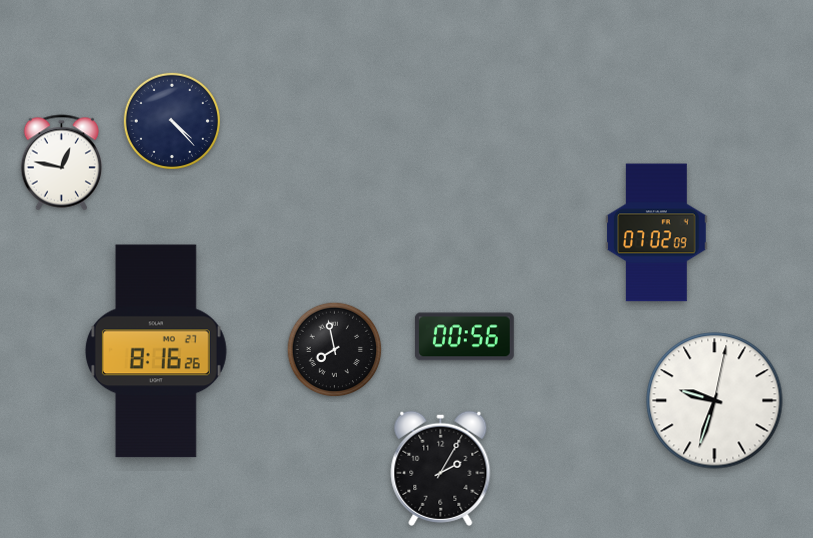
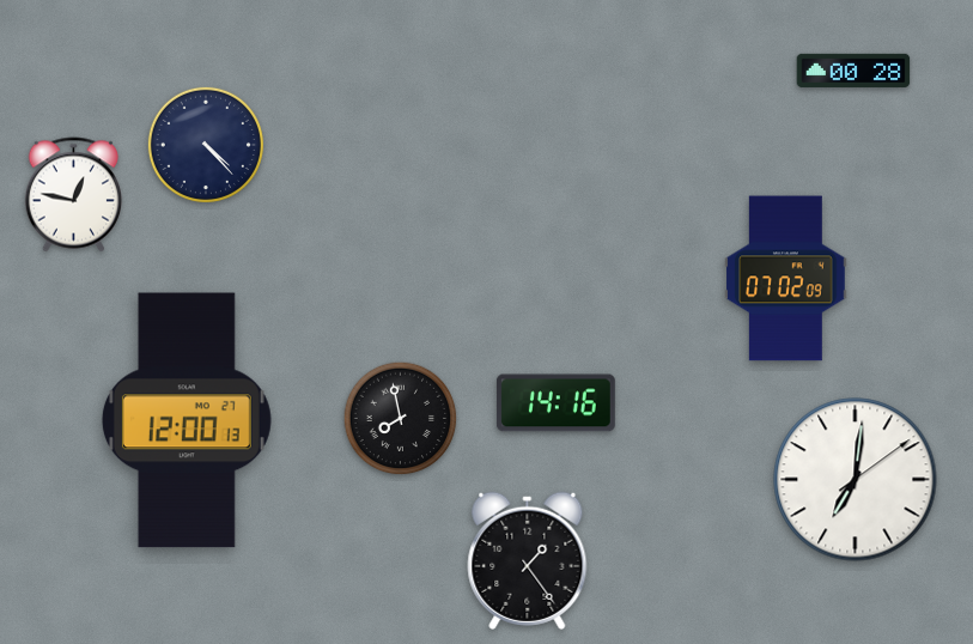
clock at (853, 69): none -> 00:28
clock at (464, 337): 00:56 -> 14:16
clock at (156, 351): 8:16 -> 12:00
clock at (715, 401): 9:33 -> 7:01
clock at (441, 468): 2:05 -> 1:24
